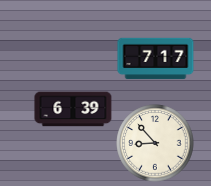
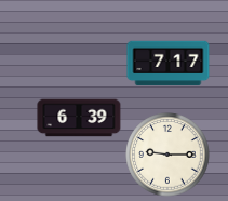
clock at (155, 143): 8:53 -> 9:15
